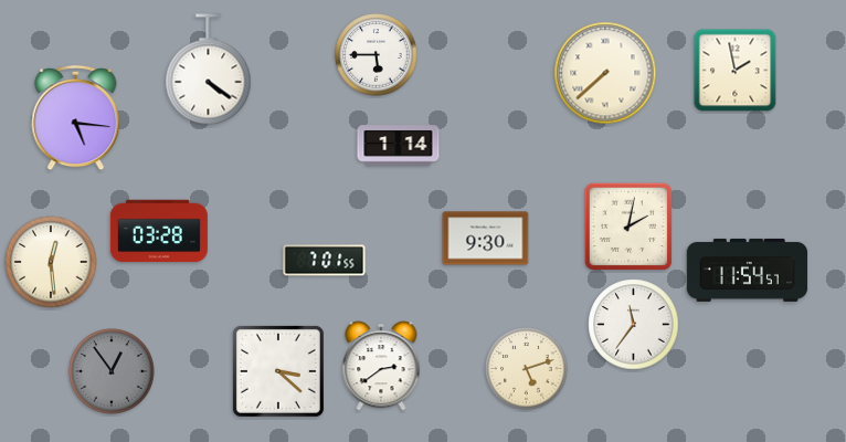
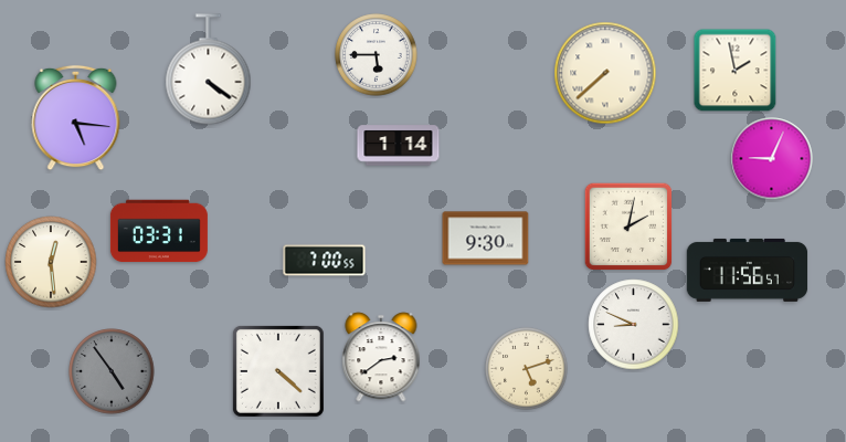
clock at (772, 159): none -> 9:04
clock at (159, 231): 03:28 -> 03:31
clock at (325, 261): 7:01 -> 7:00
clock at (748, 270): 11:54 -> 11:56
clock at (634, 325): 11:36 -> 8:49
clock at (381, 366) position: (381, 366) -> (381, 357)
clock at (112, 371): 12:54 -> 4:54
clock at (278, 371): 3:22 -> 4:22
